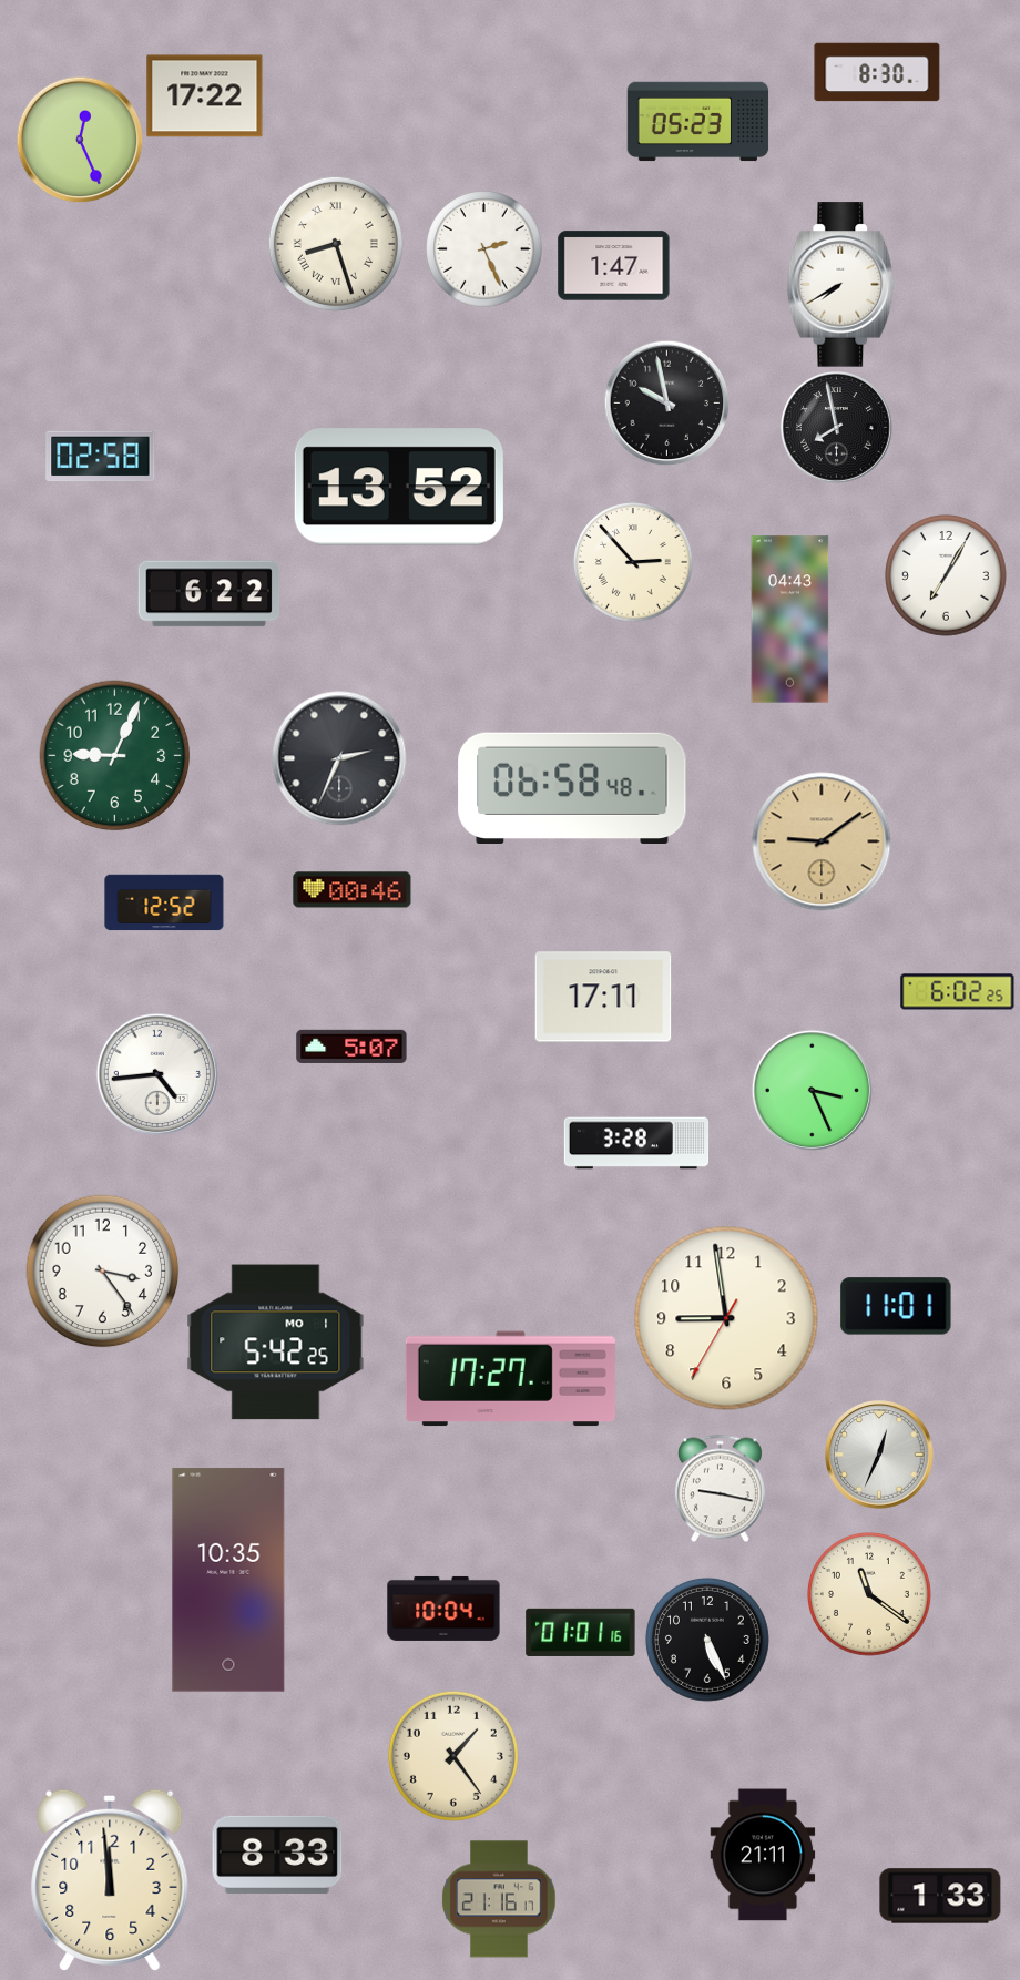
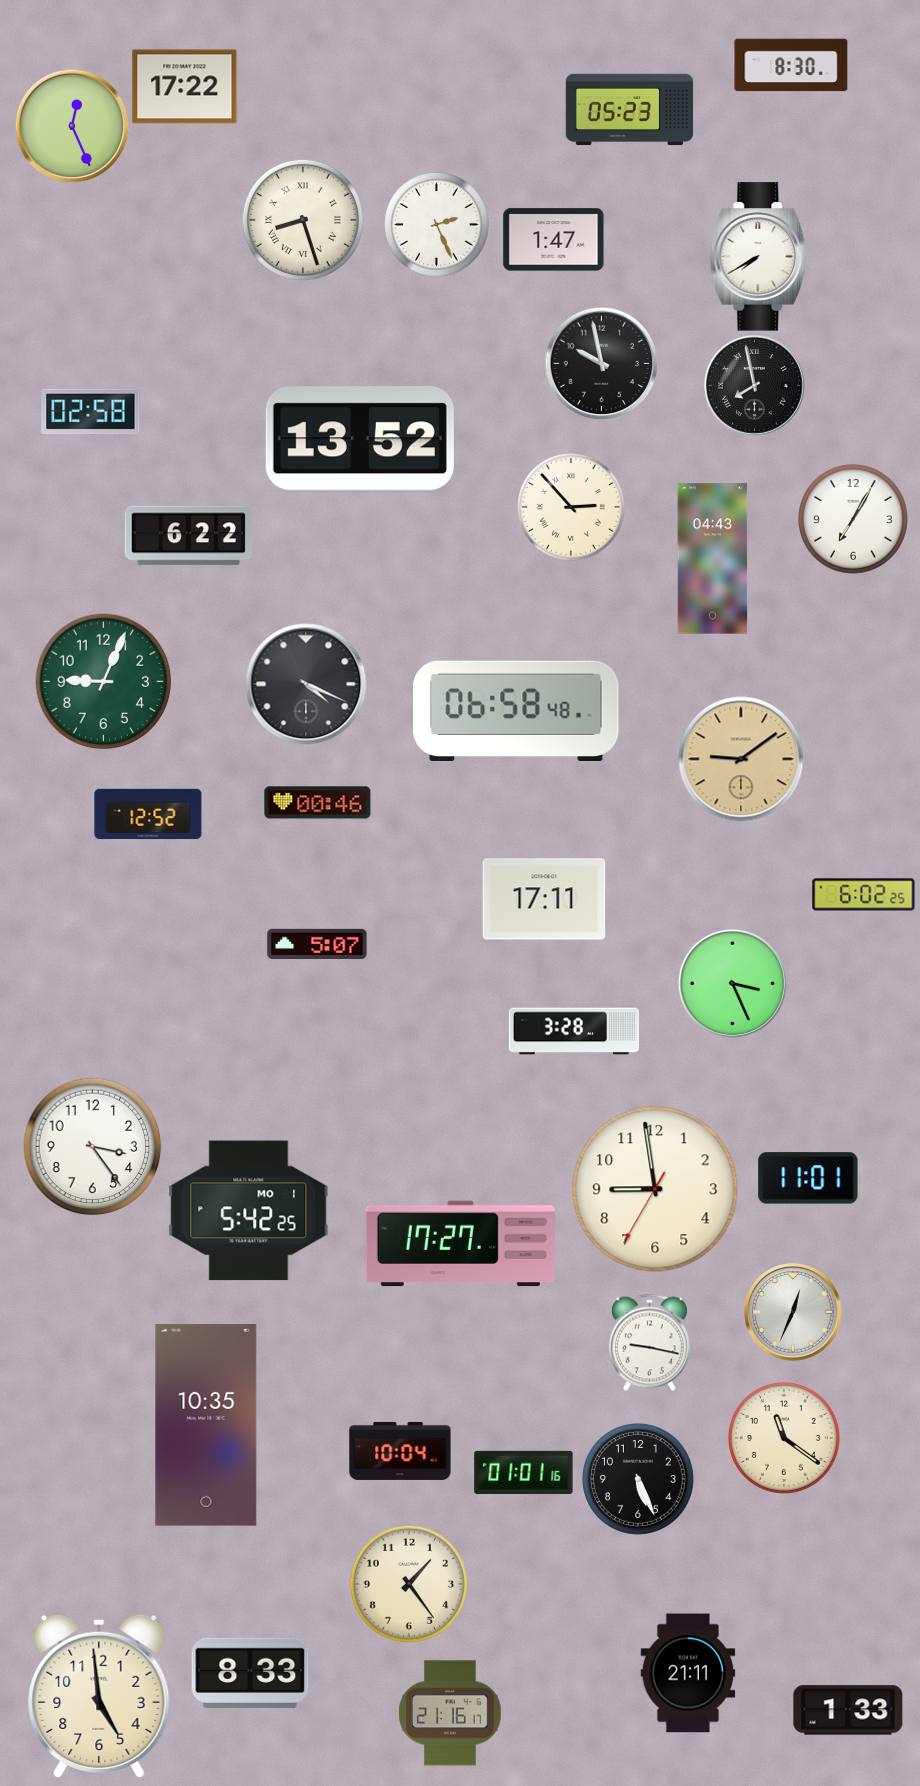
clock at (339, 758): 2:34 -> 4:19
clock at (156, 1073): 4:44 -> none
clock at (110, 1880): 11:59 -> 4:59
